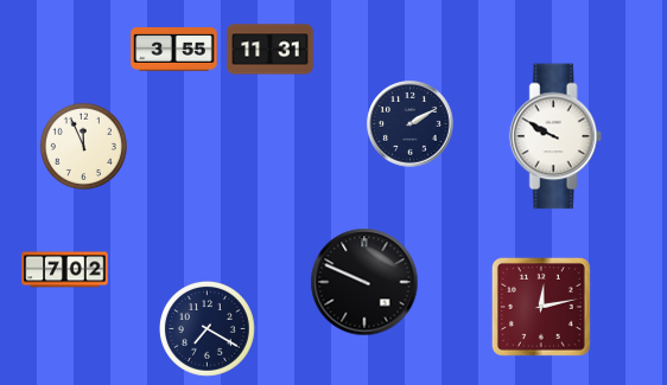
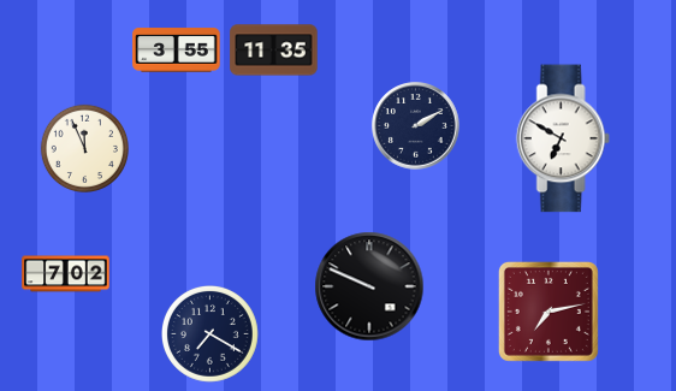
clock at (271, 50): 11:31 -> 11:35
clock at (555, 136): 9:50 -> 6:50
clock at (541, 307): 12:13 -> 7:13
